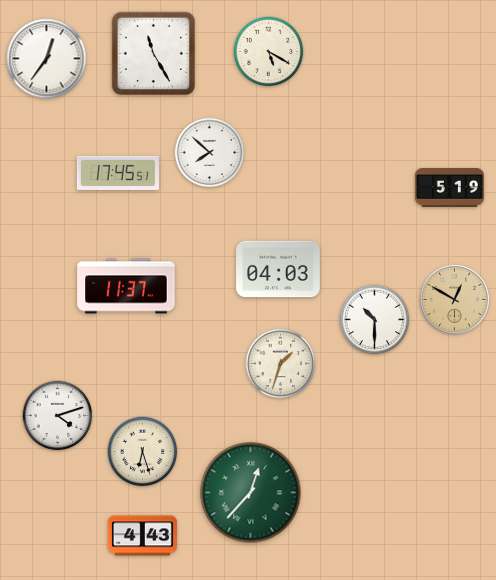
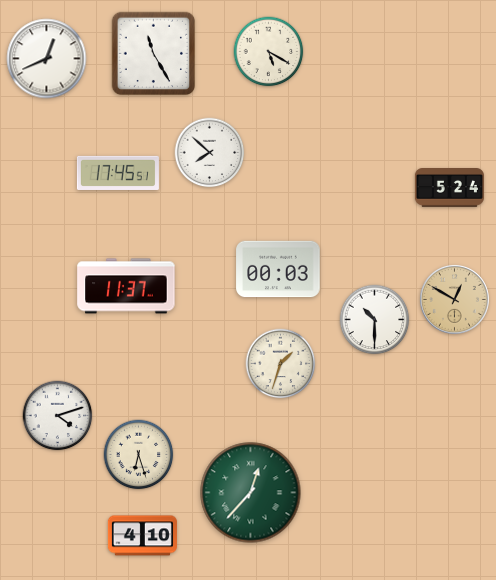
clock at (47, 59): 12:36 -> 12:41
clock at (449, 188): 5:19 -> 5:24
clock at (278, 269): 04:03 -> 00:03
clock at (143, 452) position: (143, 452) -> (139, 455)
clock at (142, 536): 4:43 -> 4:10
